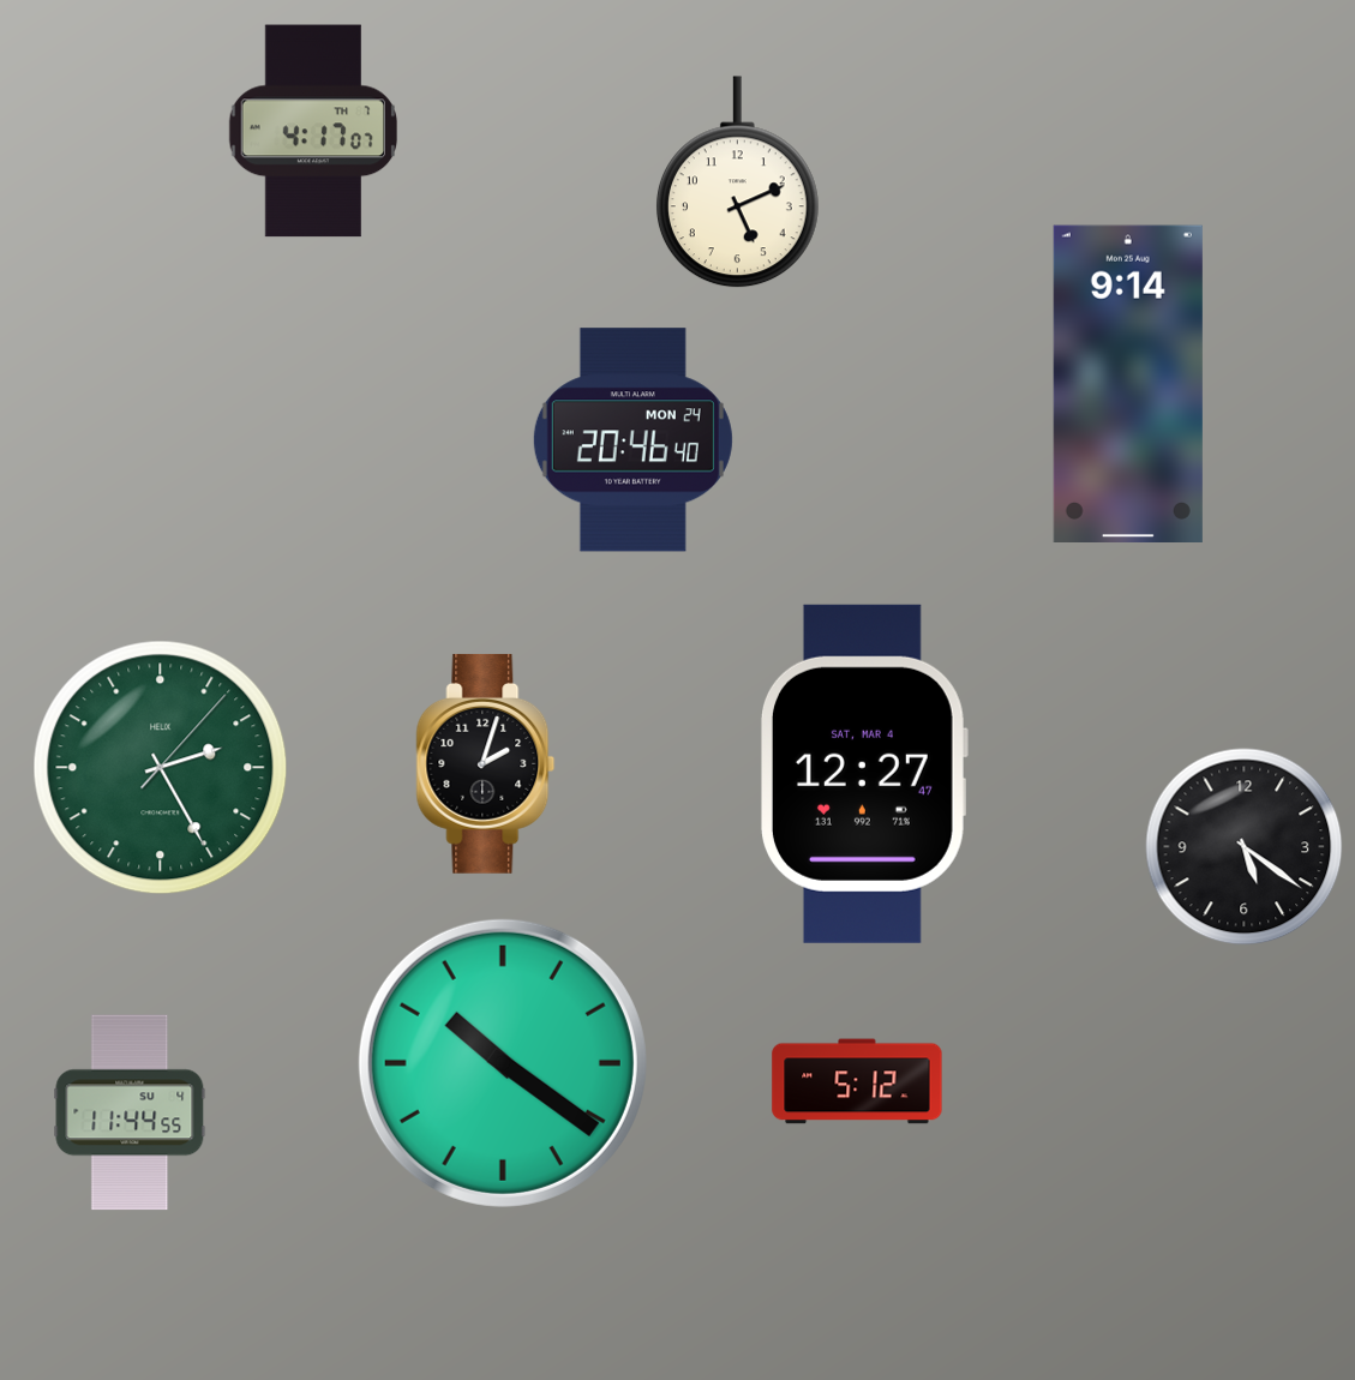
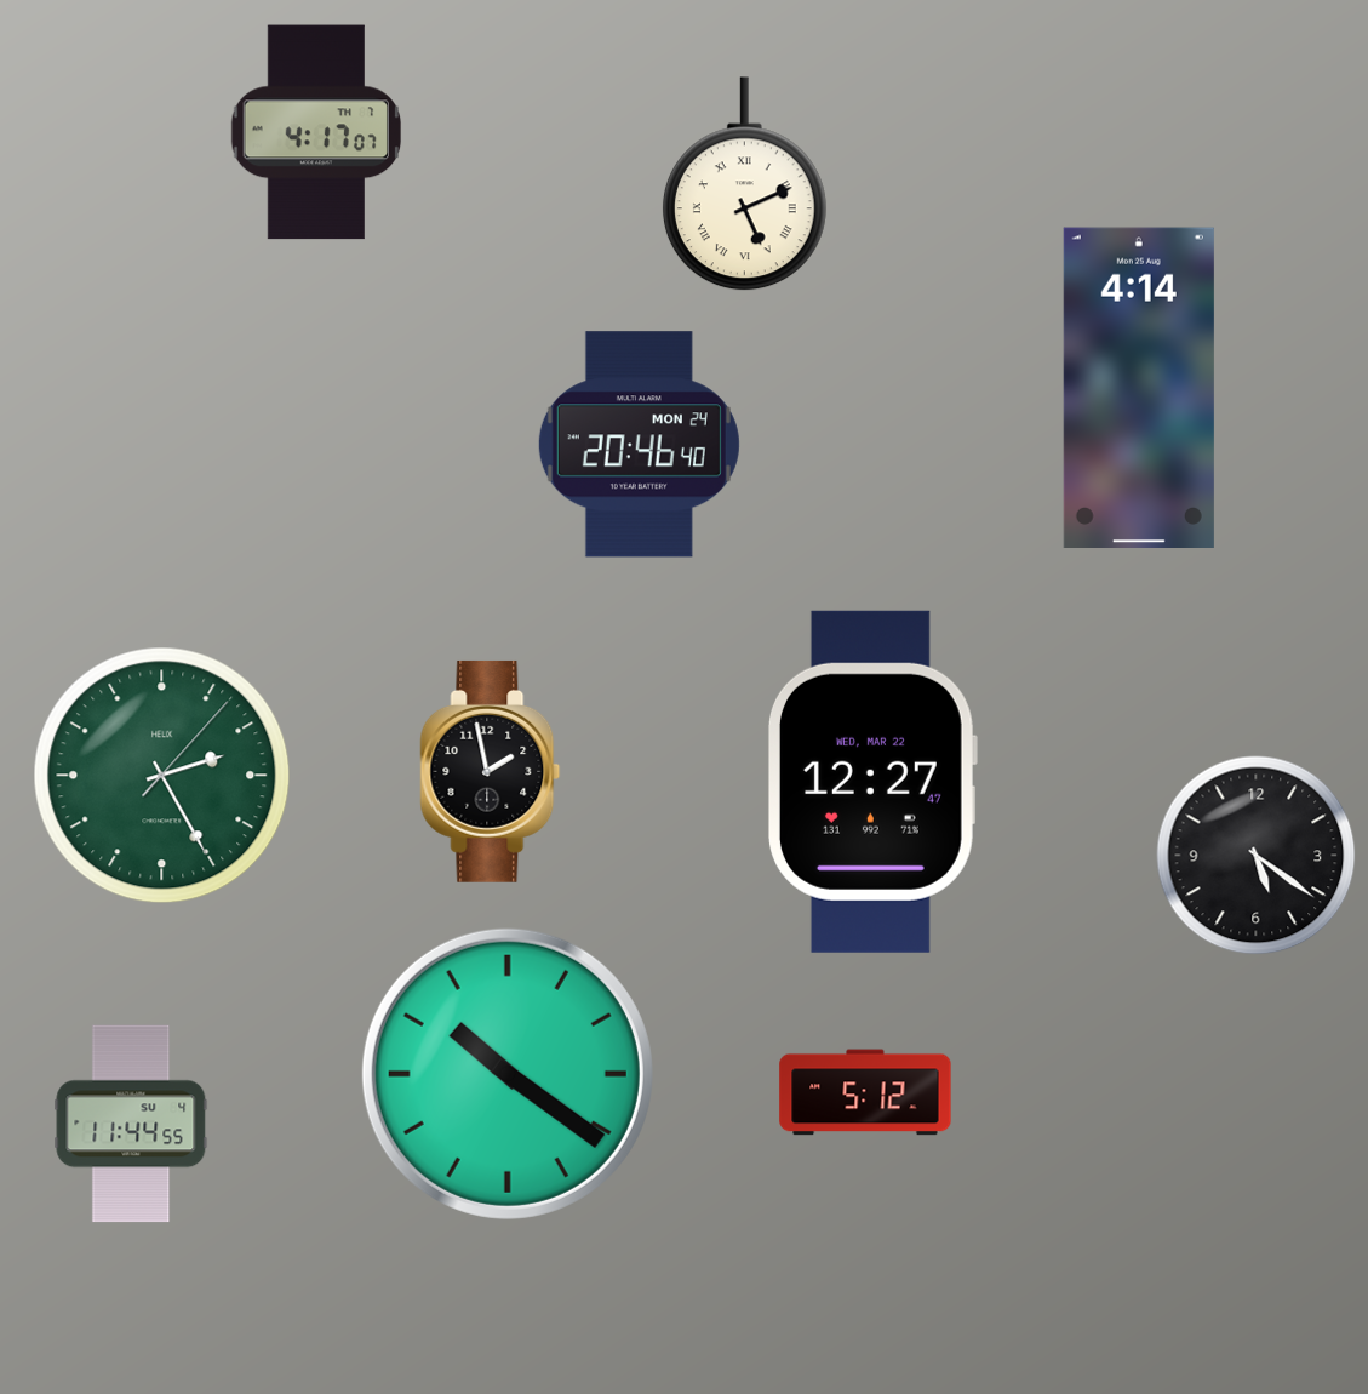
clock at (737, 182) numerals: Arabic -> Roman
clock at (1128, 383): 9:14 -> 4:14
clock at (486, 763): 2:03 -> 1:58
clock at (864, 774) date: SAT, MAR 4 -> WED, MAR 22
